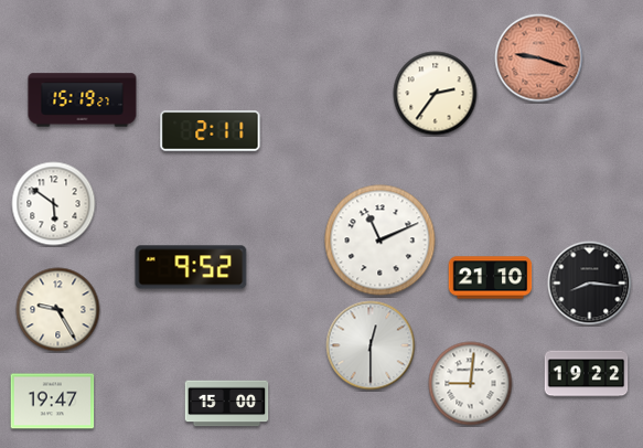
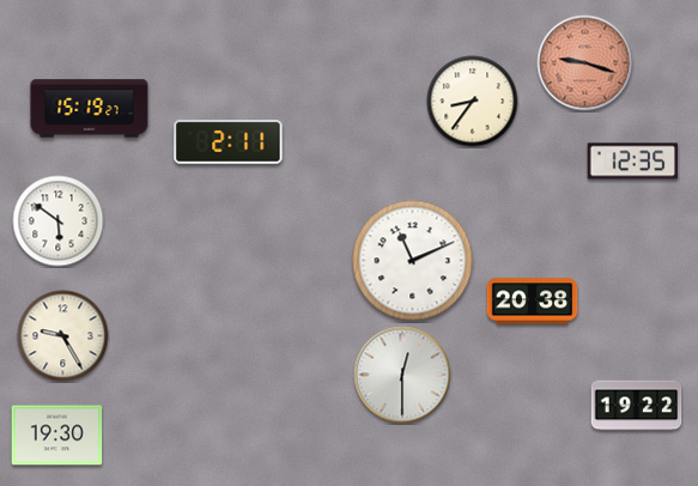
clock at (436, 94): 2:36 -> 8:36
clock at (633, 162): none -> 12:35
clock at (191, 267): 9:52 -> none
clock at (491, 278): 21:10 -> 20:38
clock at (590, 284): 8:16 -> none
clock at (471, 384): 9:01 -> none
clock at (53, 402): 19:47 -> 19:30
clock at (227, 404): 15:00 -> none
